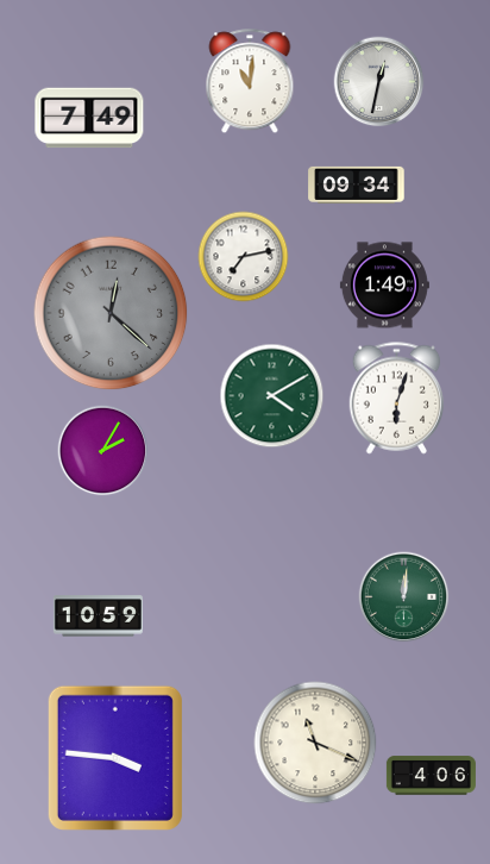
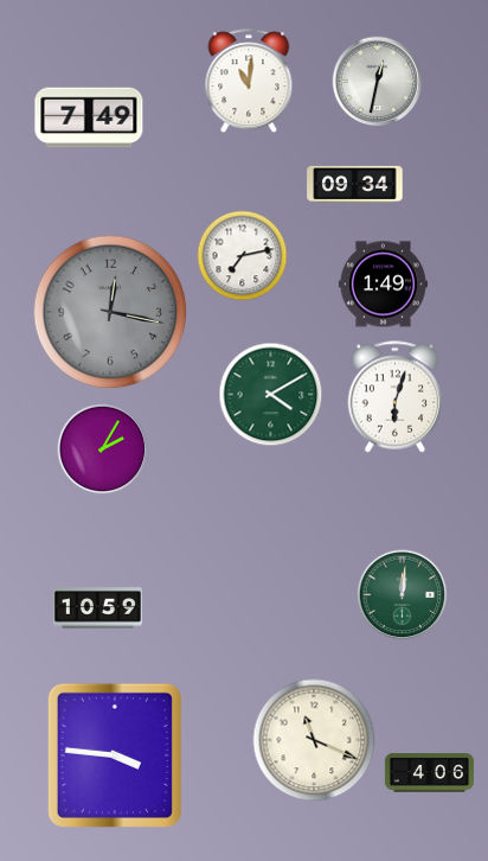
clock at (111, 313): 12:22 -> 12:17
clock at (98, 616) position: (98, 616) -> (97, 608)
